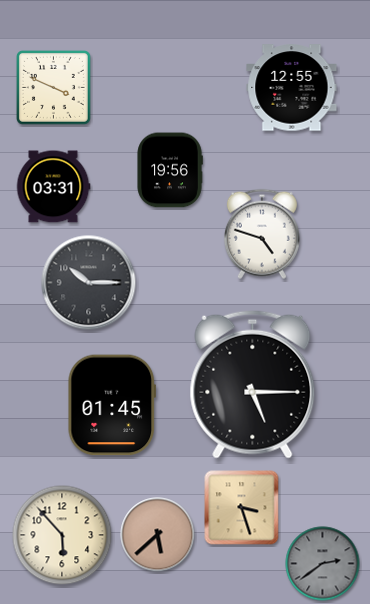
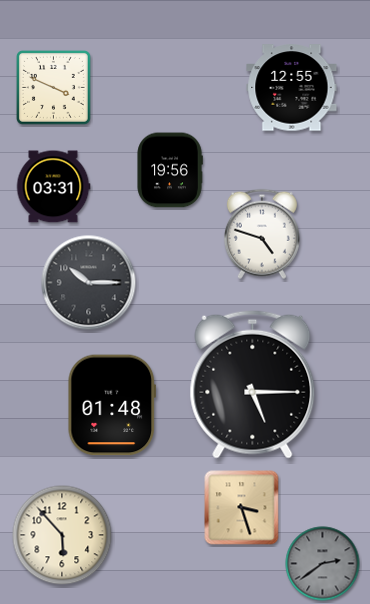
clock at (111, 405): 01:45 -> 01:48
clock at (158, 535): 5:38 -> none
